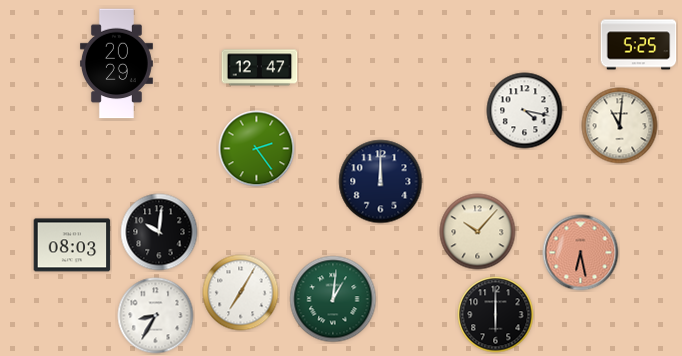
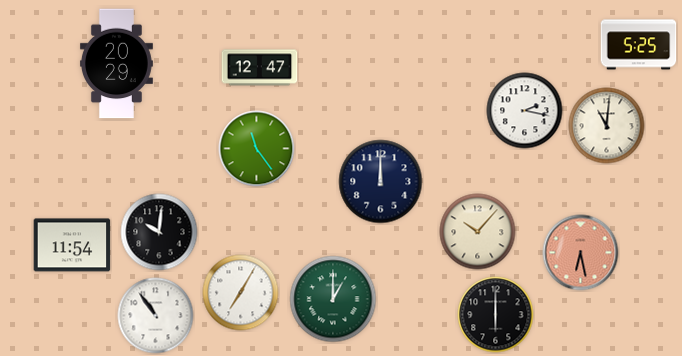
clock at (525, 111): 4:17 -> 2:17
clock at (620, 126) position: (620, 126) -> (607, 126)
clock at (257, 149): 2:24 -> 11:24
clock at (72, 245): 08:03 -> 11:54
clock at (333, 299): 1:01 -> 1:00
clock at (156, 316): 8:35 -> 10:54
